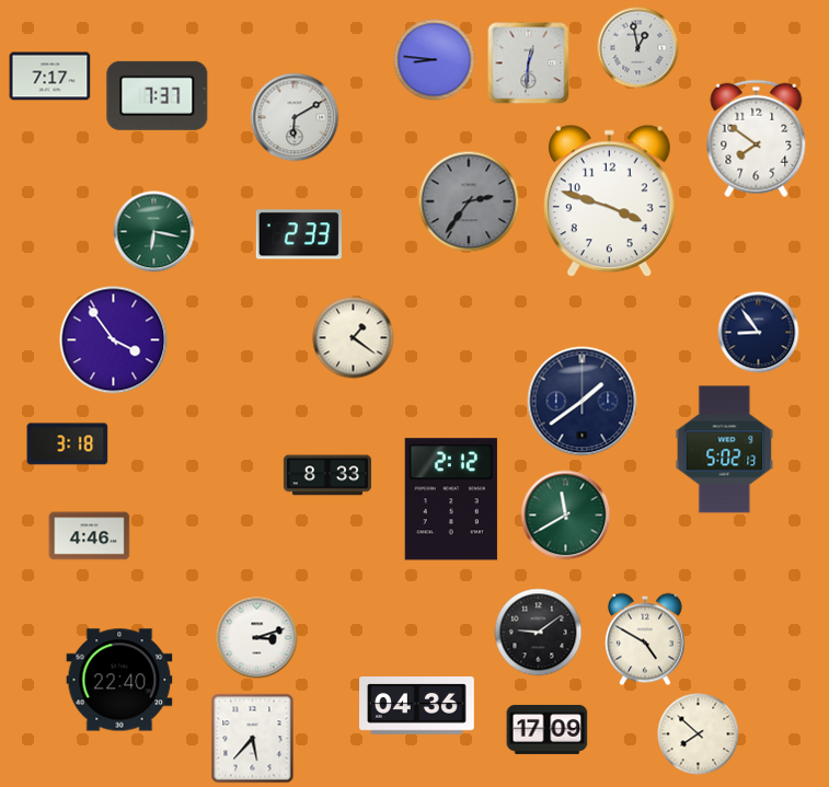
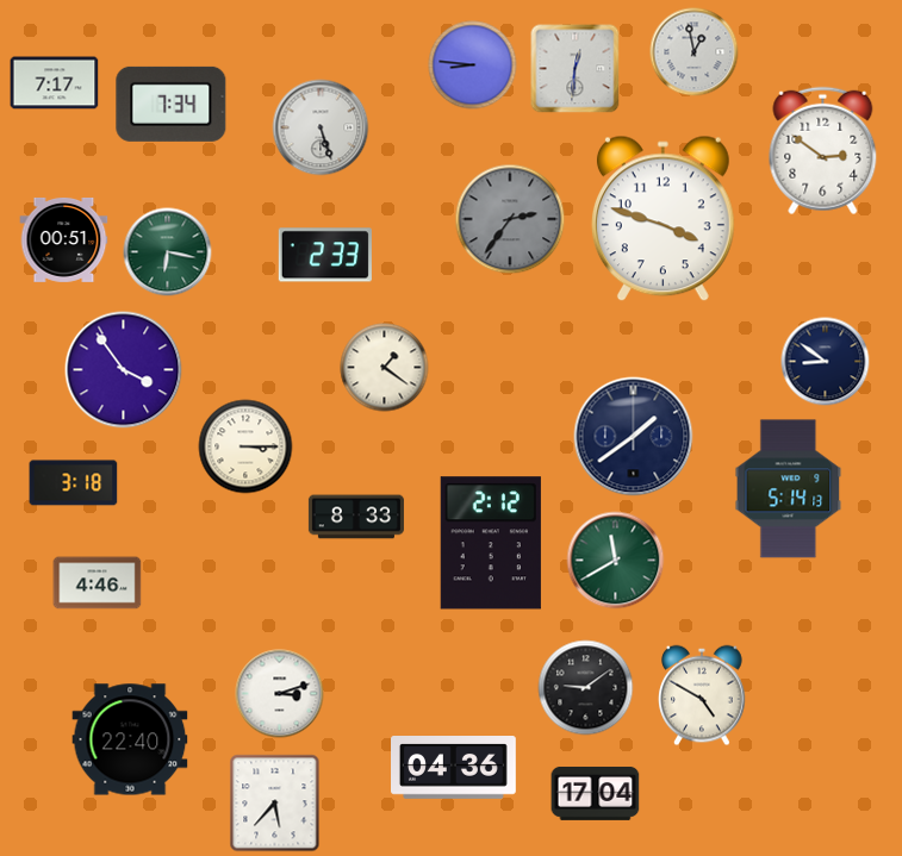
clock at (158, 95): 7:37 -> 7:34
clock at (295, 117): 6:10 -> 5:27
clock at (757, 139): 7:51 -> 2:51
clock at (64, 239): none -> 00:51
clock at (759, 333): 8:54 -> 8:51
clock at (245, 446): none -> 3:15
clock at (725, 450): 5:02 -> 5:14
clock at (548, 729): 17:09 -> 17:04
clock at (699, 734): 7:52 -> none
